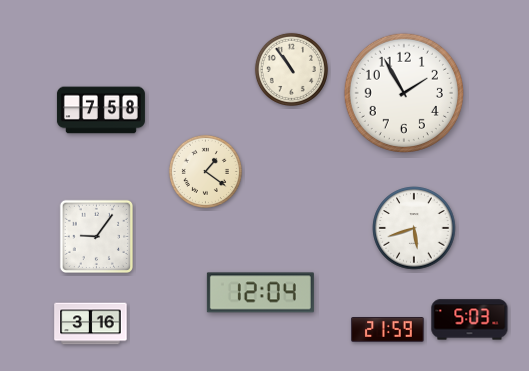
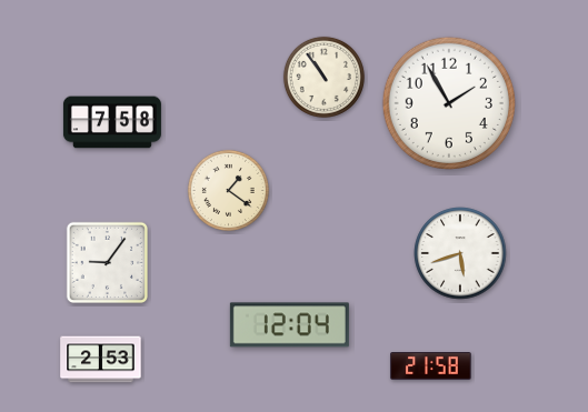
clock at (470, 320): 5:03 -> none
clock at (91, 324): 3:16 -> 2:53
clock at (388, 330): 21:59 -> 21:58
